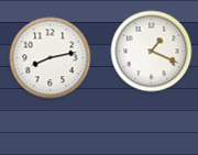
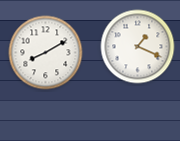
clock at (51, 58): 8:13 -> 8:10
